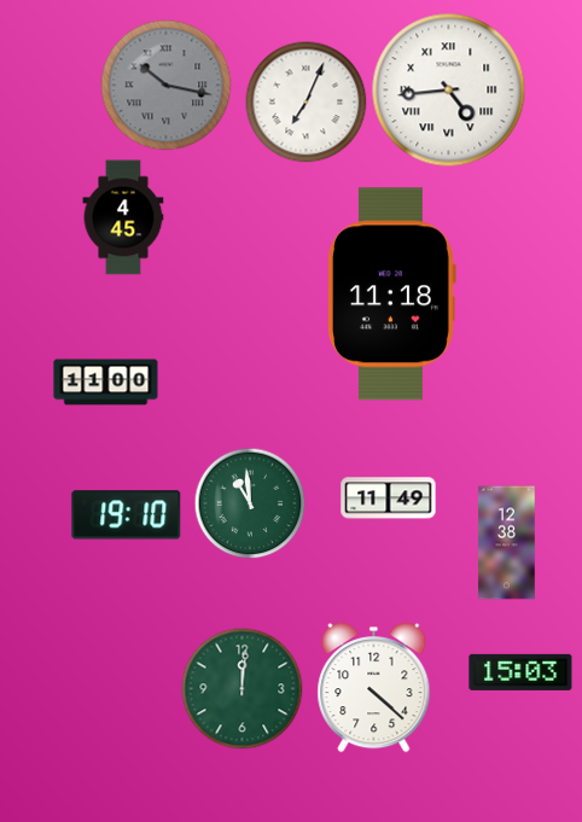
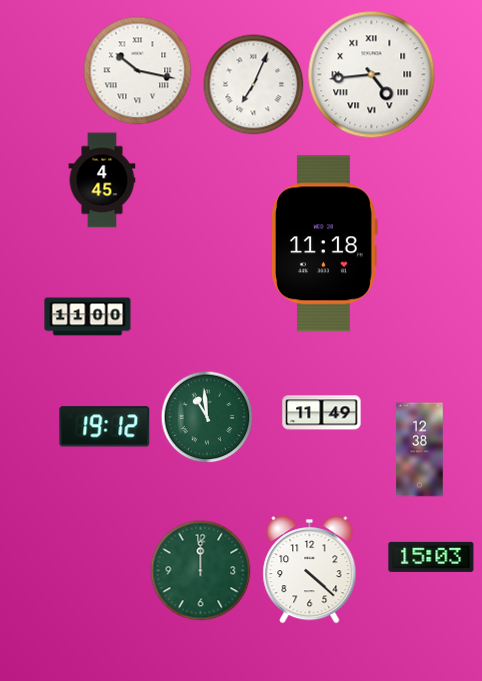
clock at (167, 86) dial: grey -> white
clock at (127, 515): 19:10 -> 19:12
clock at (243, 689): 12:01 -> 12:00
